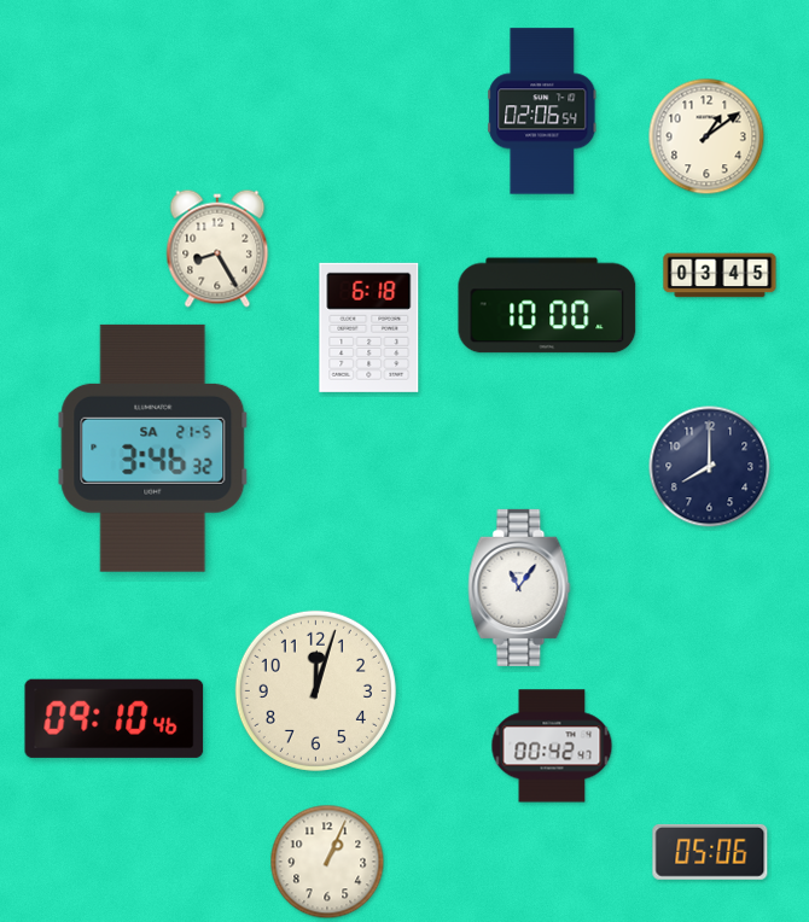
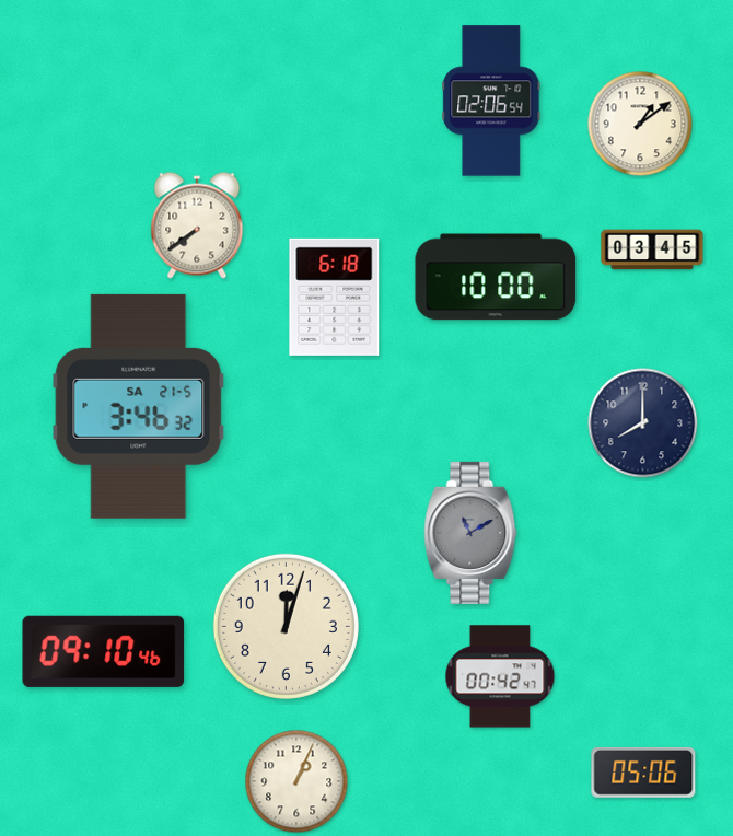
clock at (217, 249): 8:25 -> 7:39
clock at (519, 588): 11:06 -> 11:10
clock at (519, 588) dial: white -> grey
